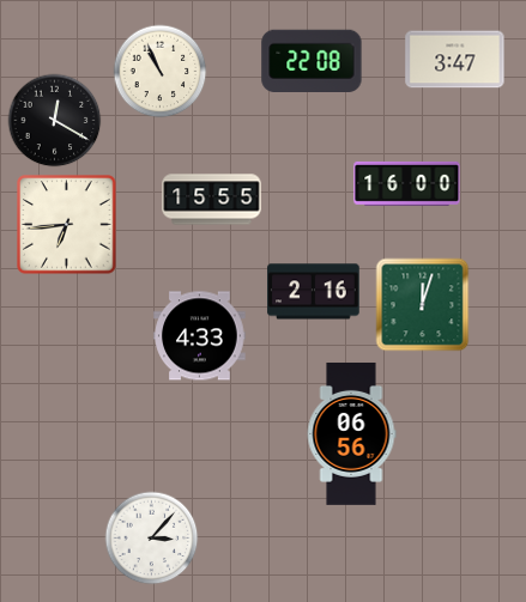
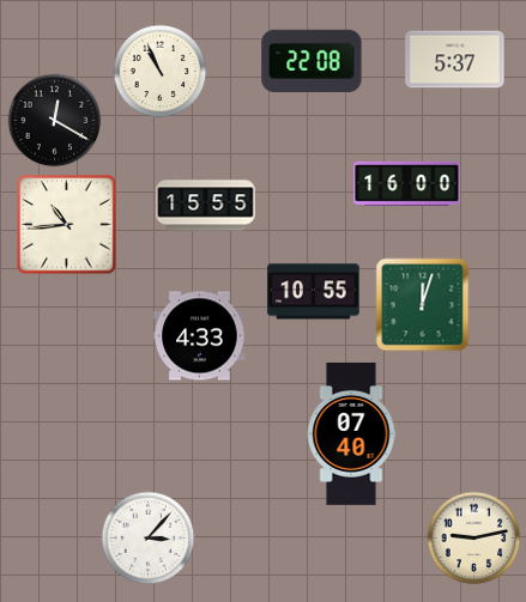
clock at (455, 60): 3:47 -> 5:37
clock at (212, 200) position: (212, 200) -> (206, 206)
clock at (67, 225): 6:44 -> 10:44
clock at (314, 292): 2:16 -> 10:55
clock at (351, 433): 06:56 -> 07:40
clock at (151, 537) position: (151, 537) -> (147, 537)
clock at (473, 537): none -> 9:13
